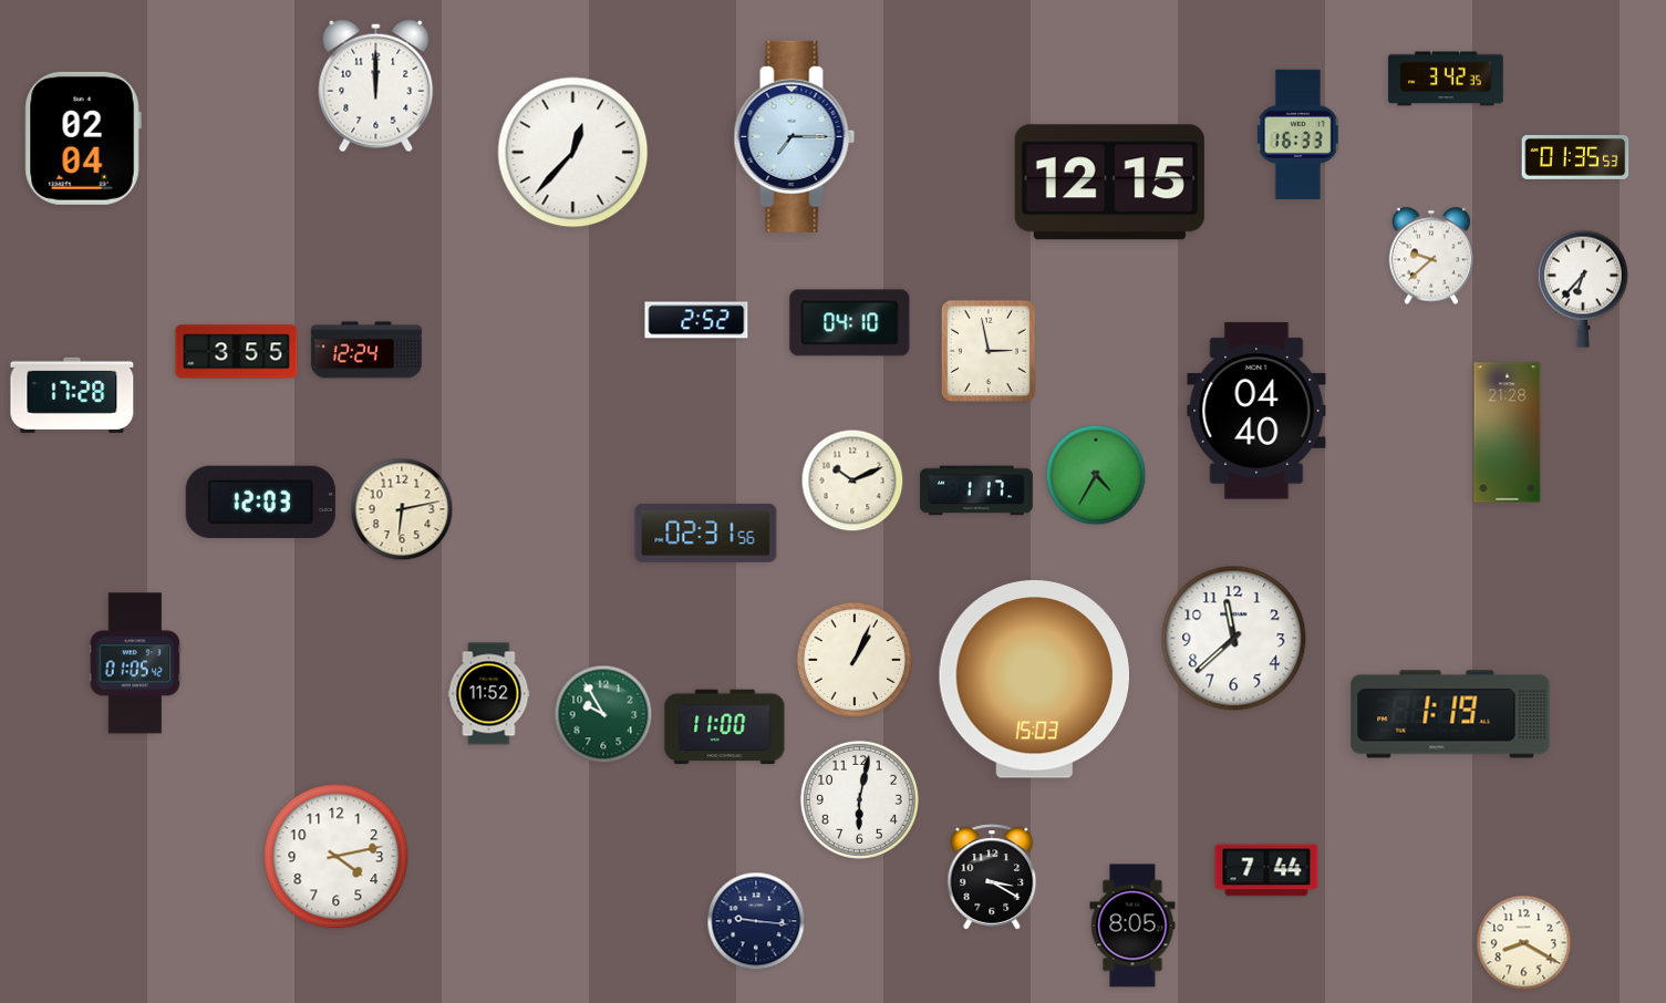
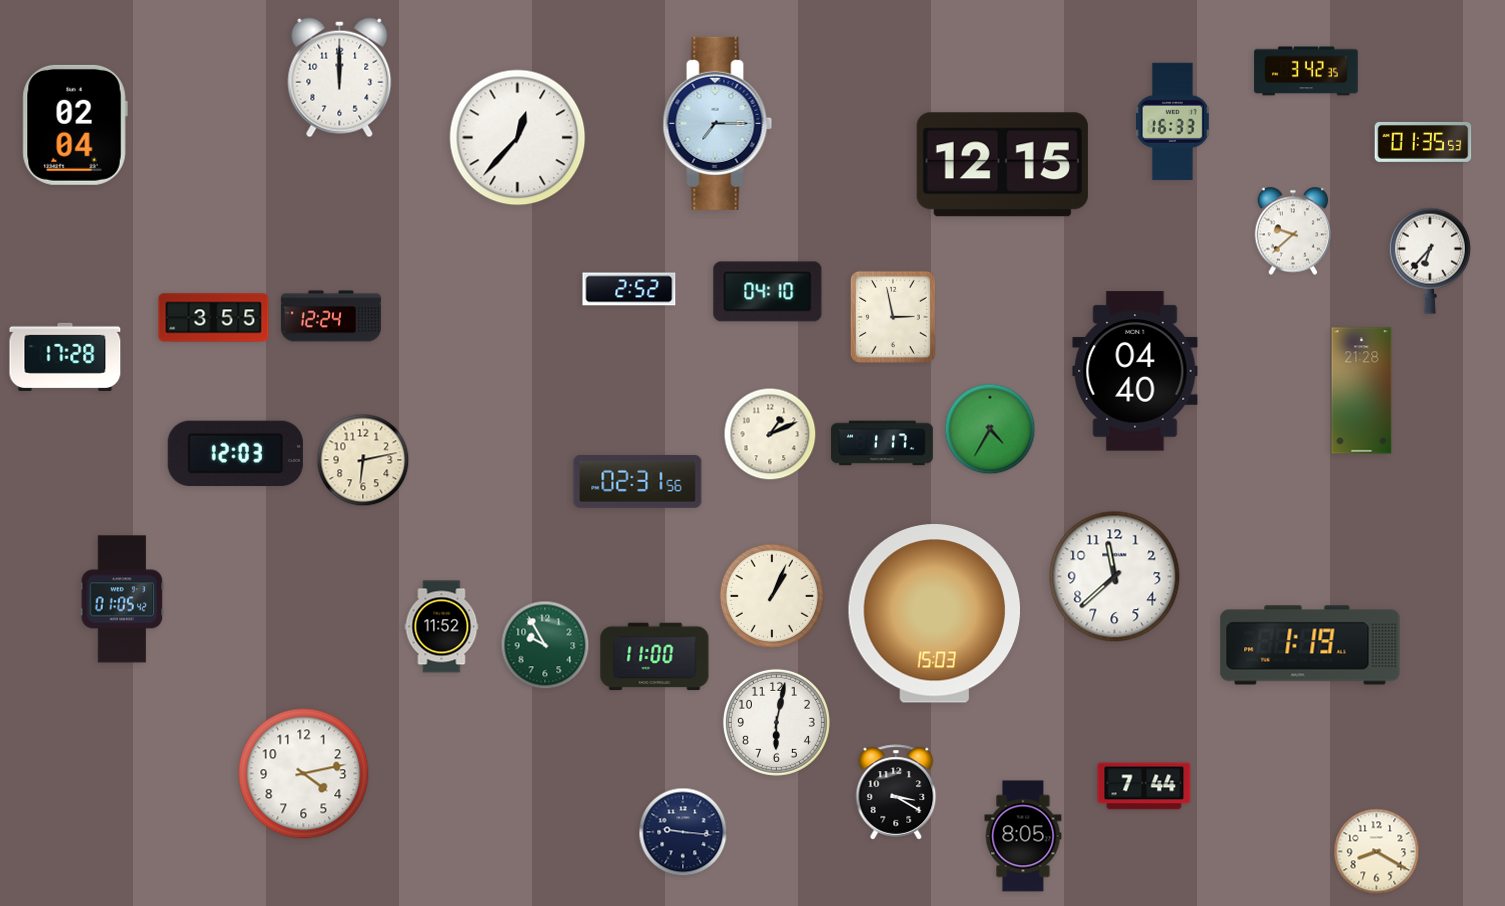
clock at (852, 480): 10:11 -> 1:11
